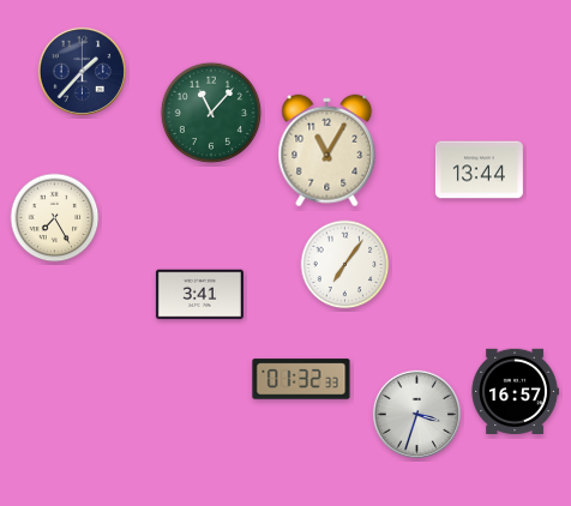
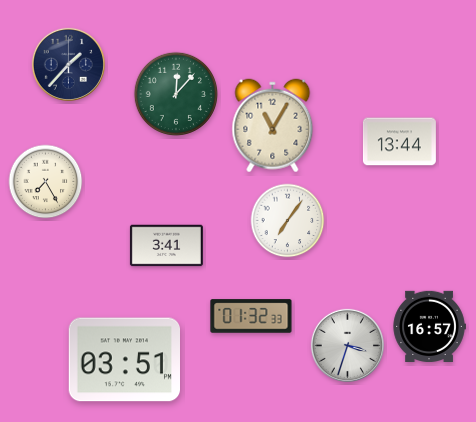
clock at (82, 71) position: (82, 71) -> (68, 64)
clock at (210, 113): 11:07 -> 12:07
clock at (124, 360): none -> 03:51
